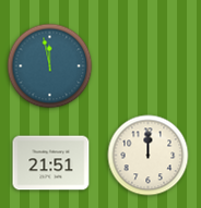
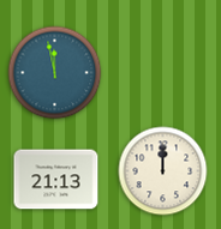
clock at (51, 163): 21:51 -> 21:13
